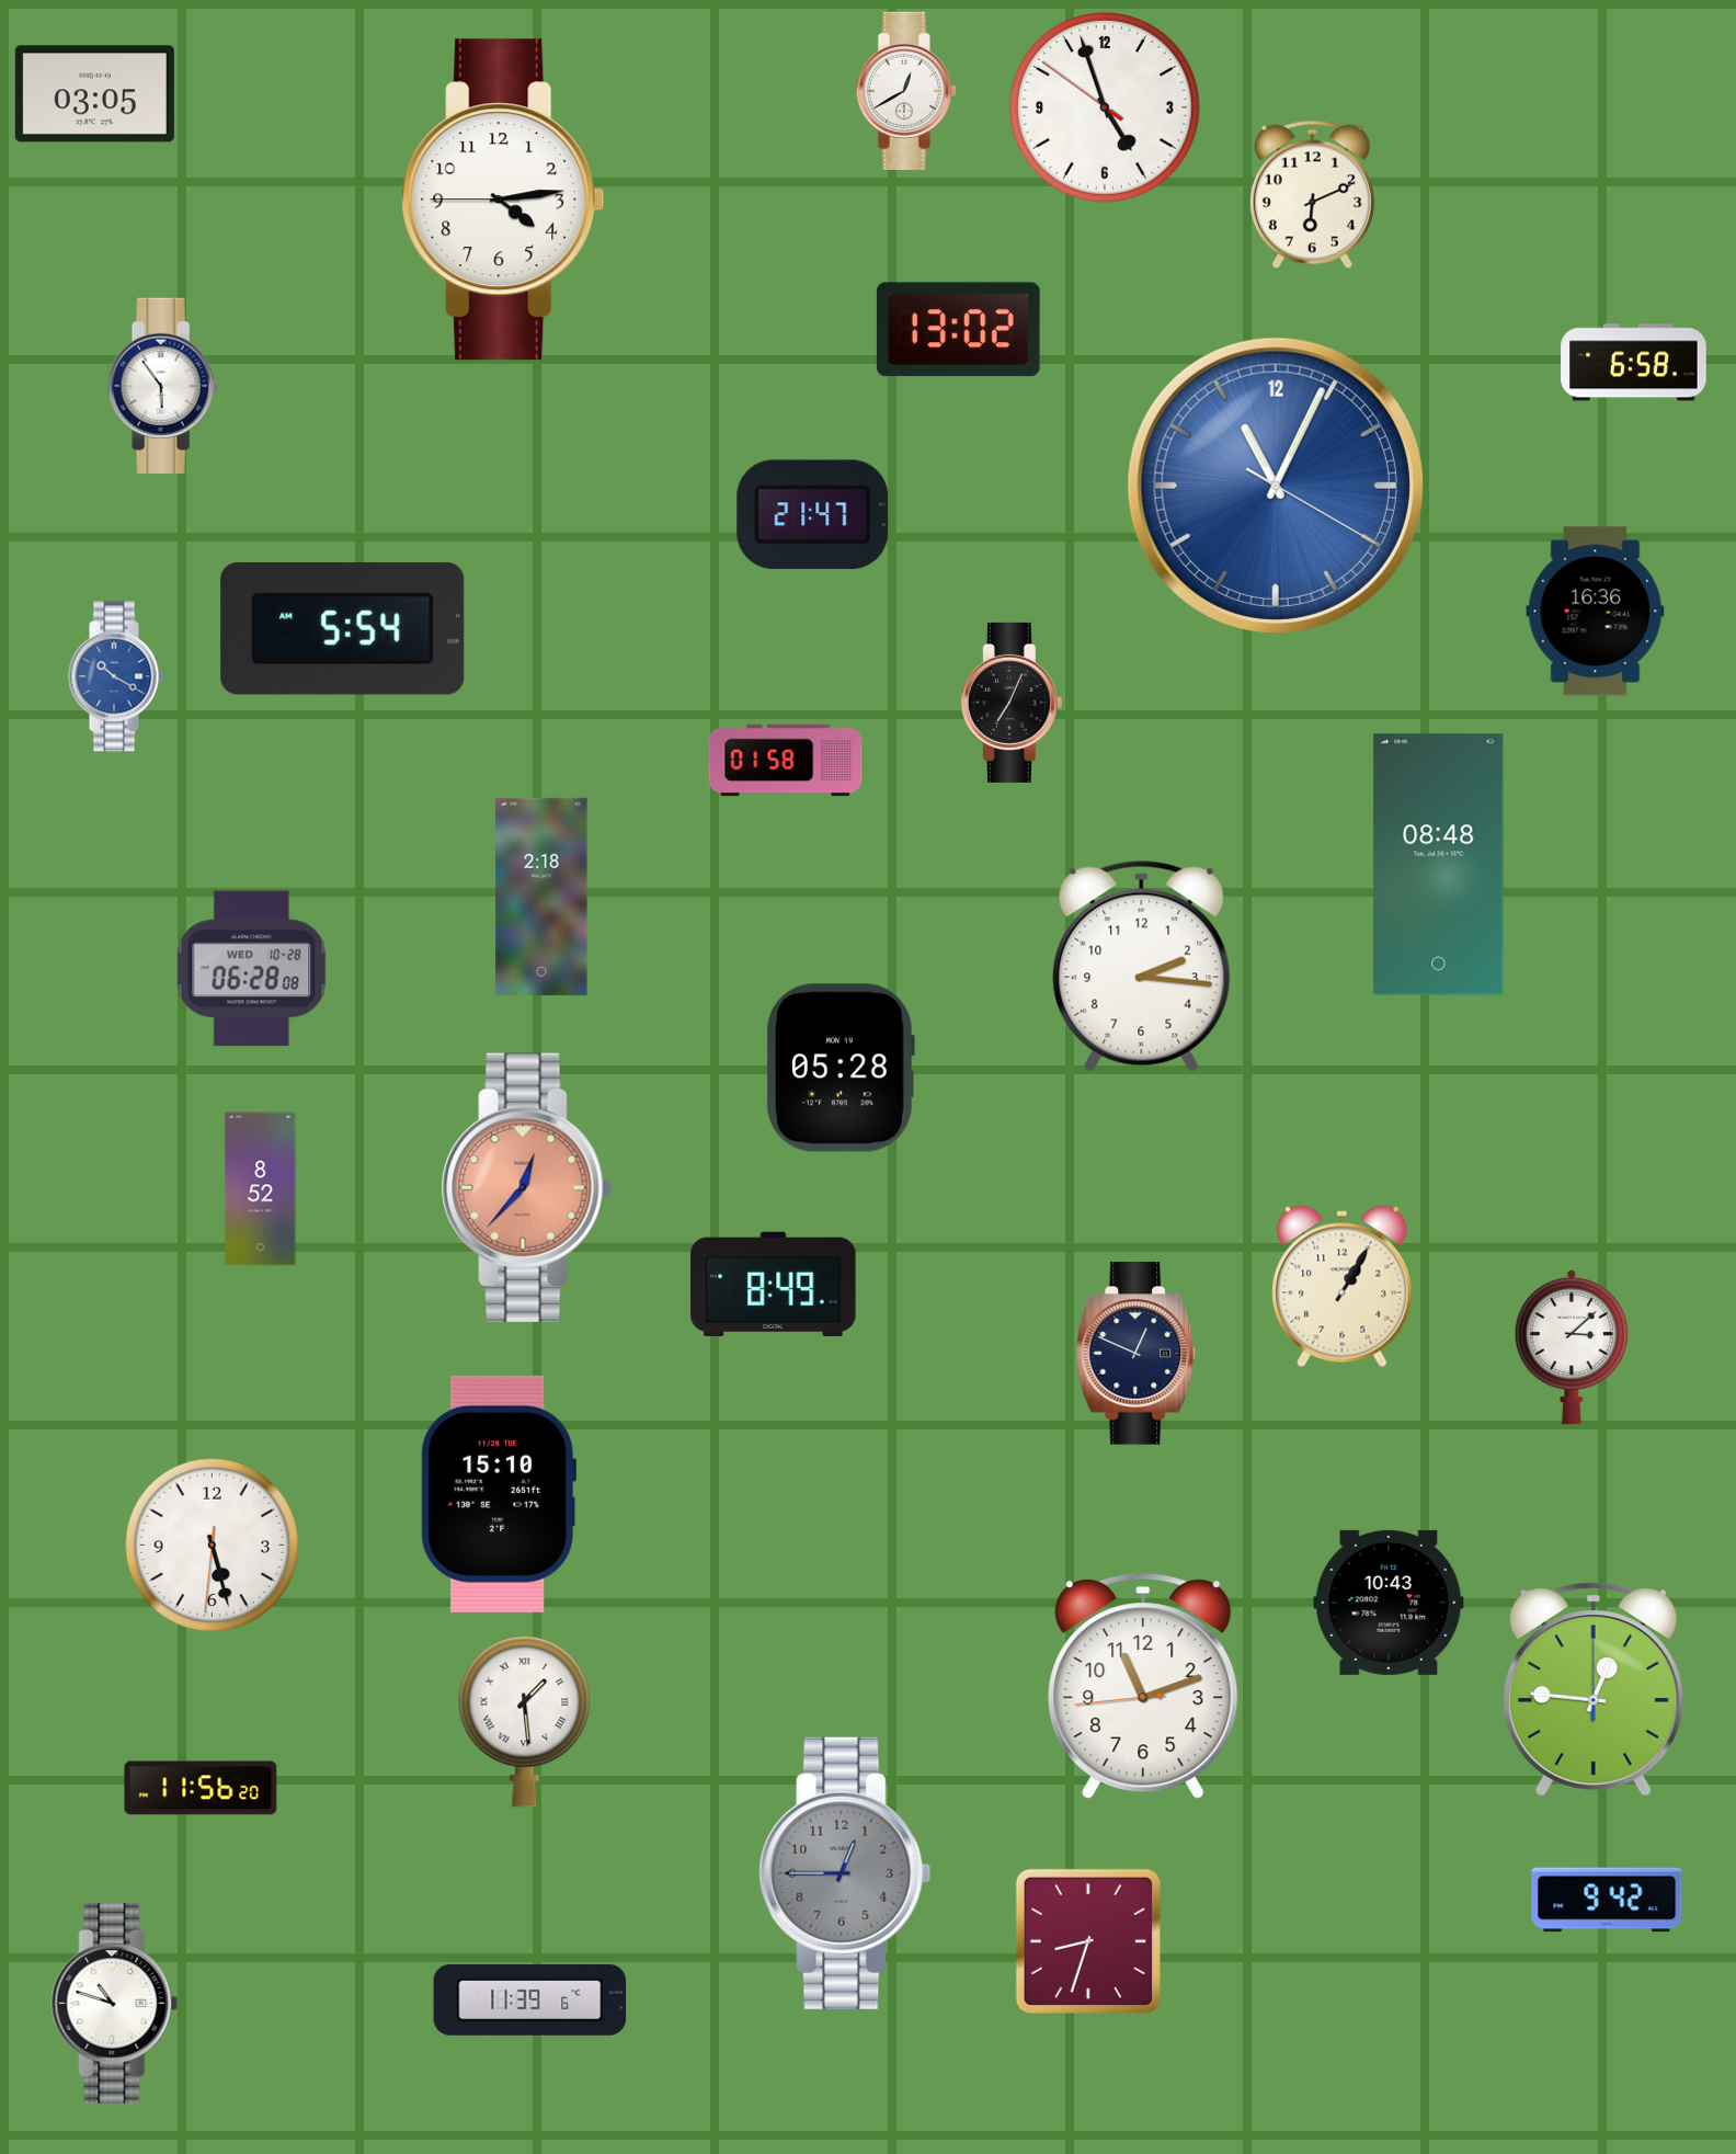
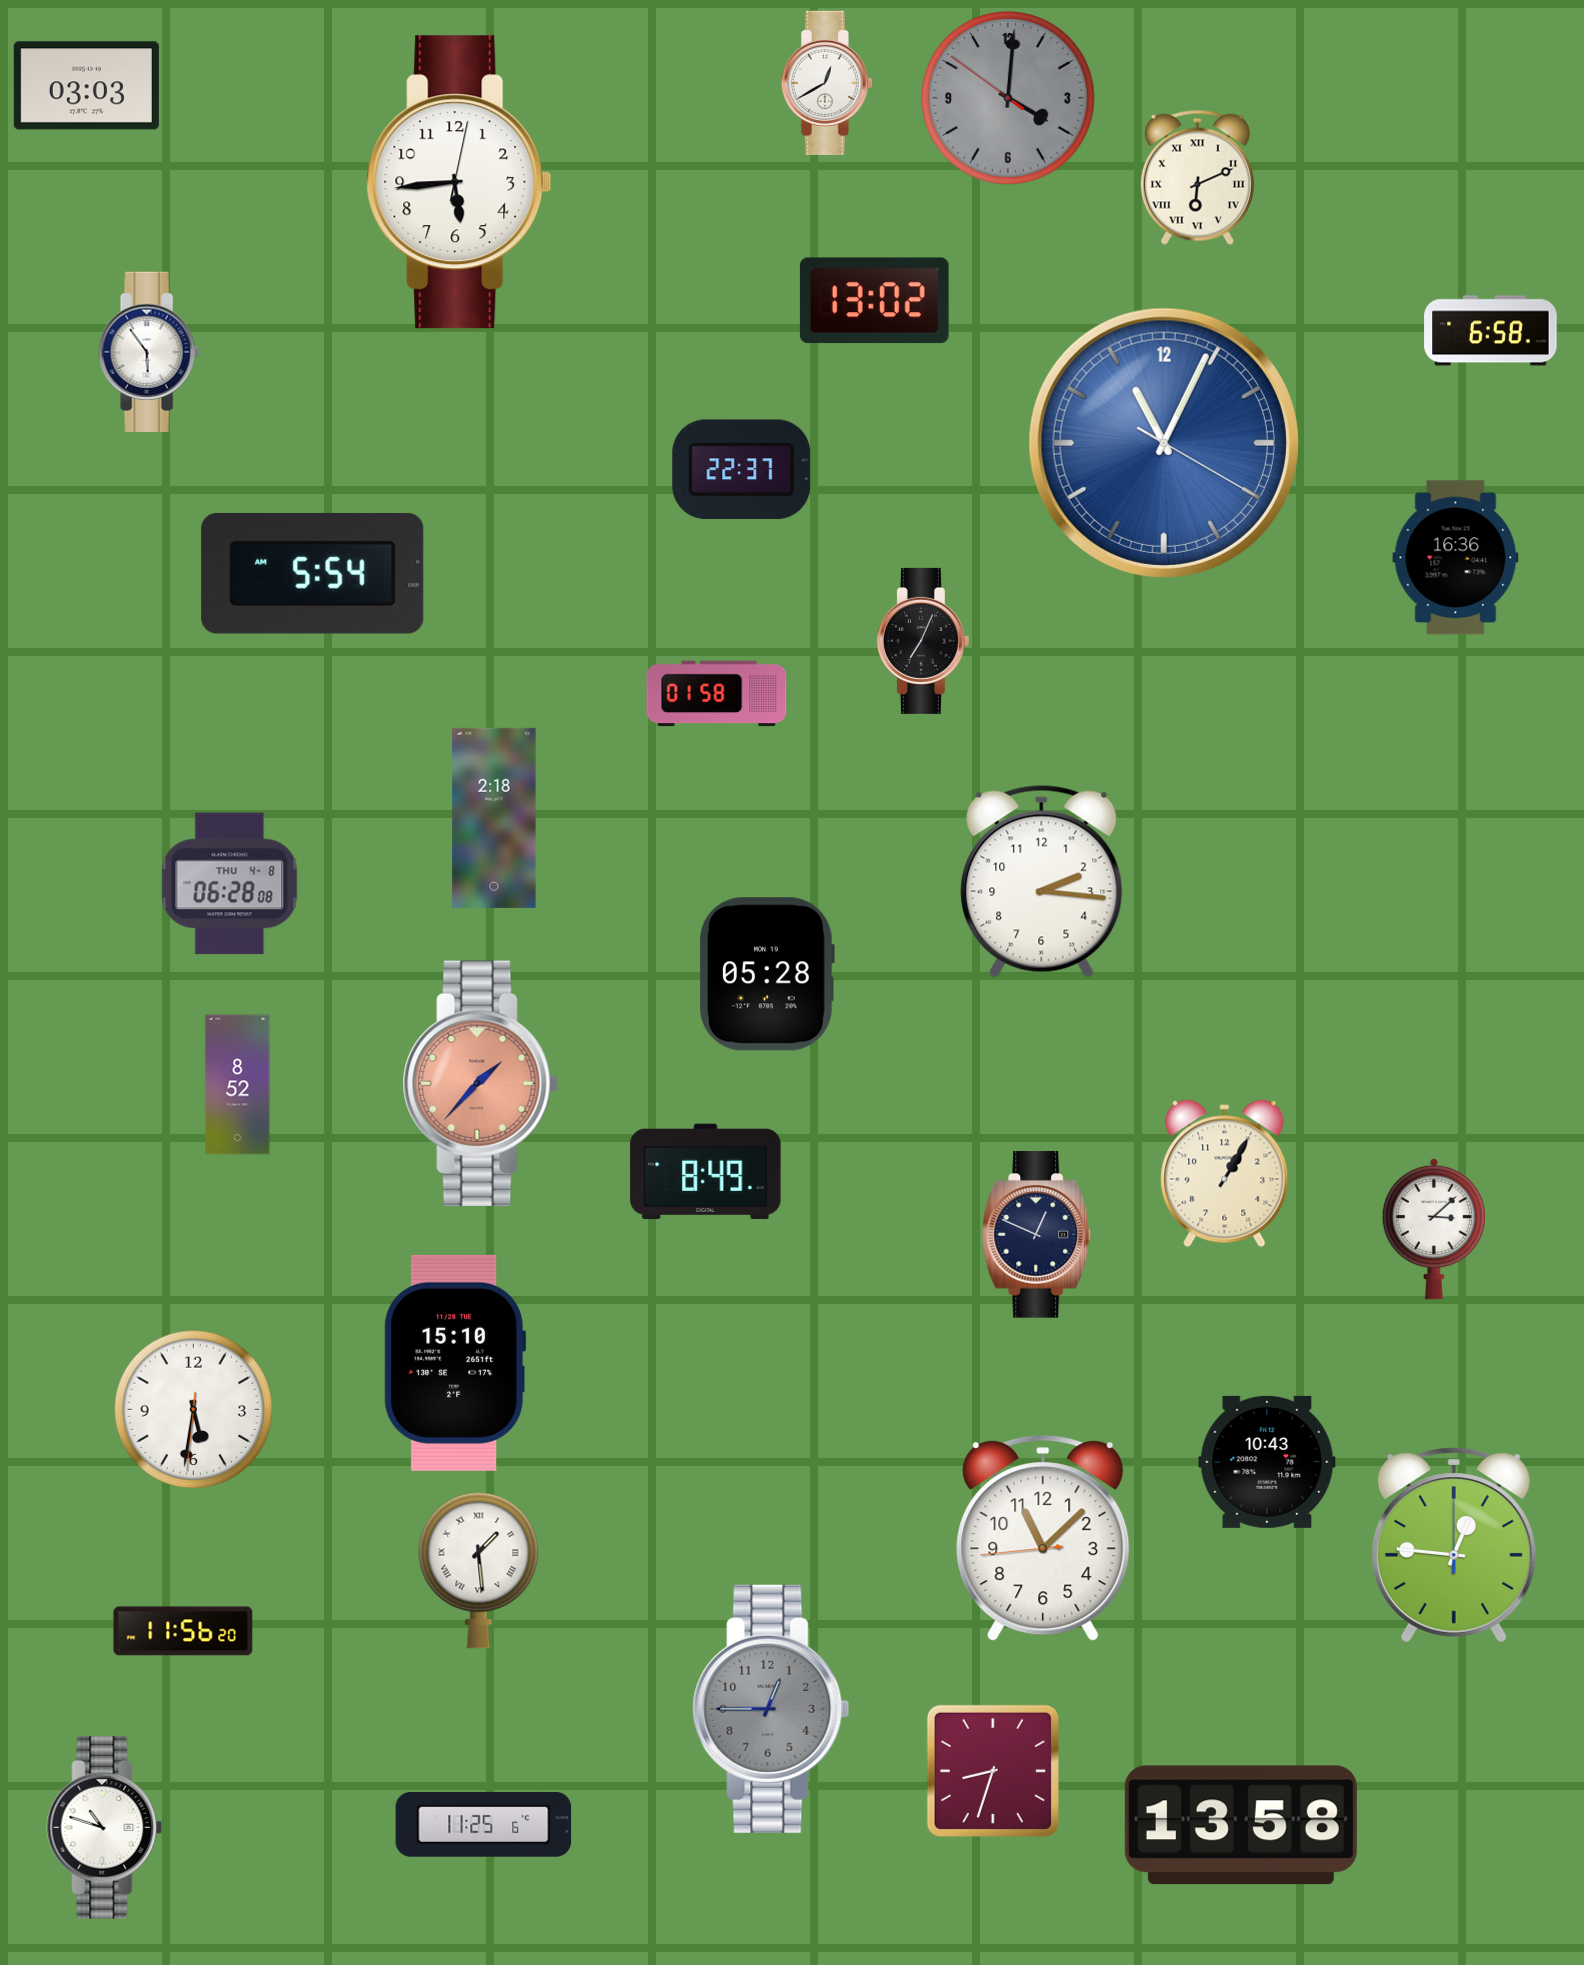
clock at (94, 94): 03:05 -> 03:03
clock at (1106, 109): 4:56 -> 4:00
clock at (1106, 109) dial: white -> grey
clock at (1312, 194) numerals: Arabic -> Roman
clock at (503, 200): 4:13 -> 5:44
clock at (813, 515): 21:47 -> 22:37
clock at (116, 676): 10:20 -> none
clock at (1439, 865): 08:48 -> none
clock at (252, 969) date: WED 10-28 -> THU 4-8
clock at (526, 1187): 12:37 -> 1:37
clock at (213, 1546): 5:27 -> 5:31
clock at (1143, 1687): 11:11 -> 11:07
clock at (1594, 1689) position: (1594, 1689) -> (1454, 1545)
clock at (1607, 1900): 9:42 -> none
clock at (530, 1999): 11:39 -> 11:25
clock at (1241, 1825): none -> 13:58
